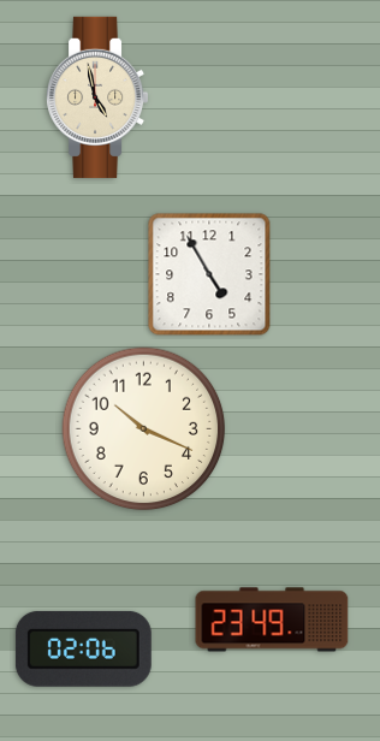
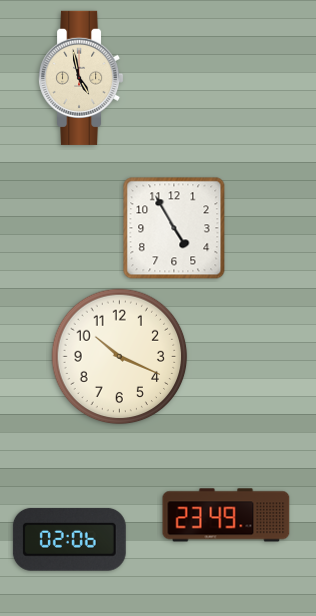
clock at (99, 97) position: (99, 97) -> (82, 78)
